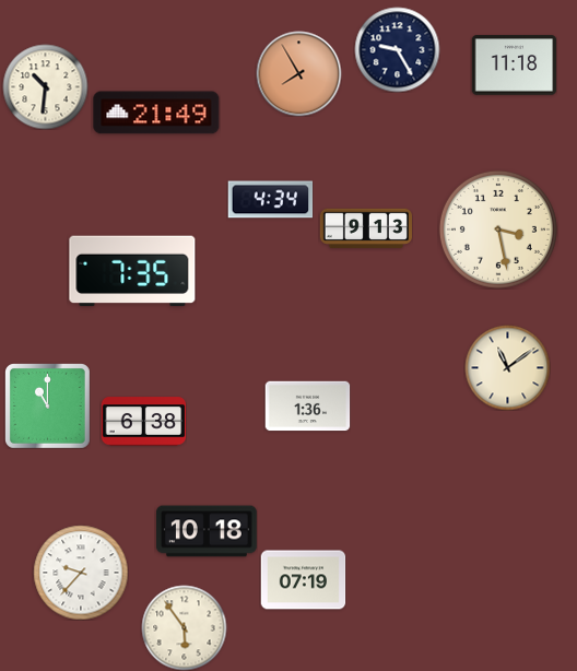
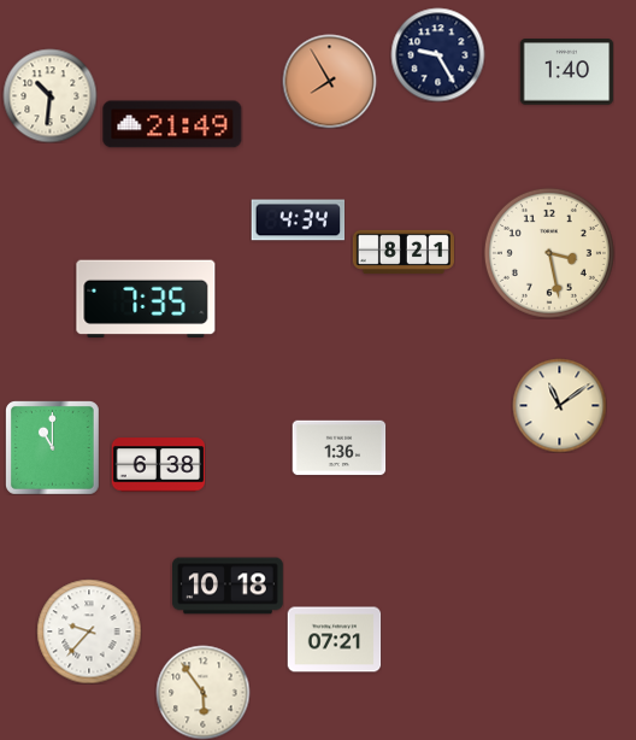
clock at (514, 66): 11:18 -> 1:40
clock at (366, 227): 9:13 -> 8:21
clock at (303, 580): 07:19 -> 07:21
